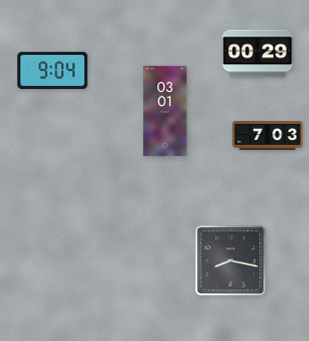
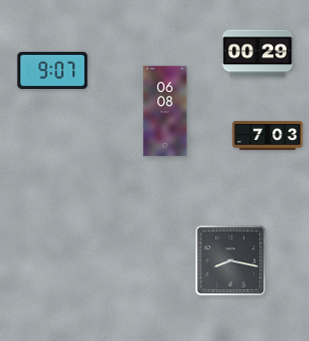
clock at (53, 70): 9:04 -> 9:07
clock at (165, 111): 03:01 -> 06:08
